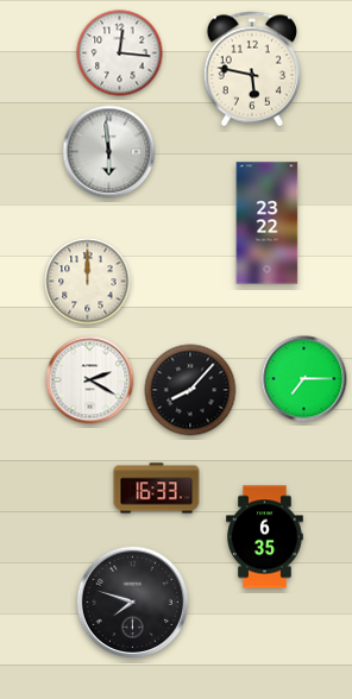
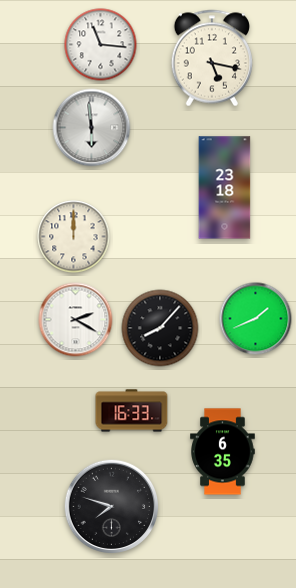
clock at (120, 53): 12:16 -> 11:16
clock at (251, 69): 5:47 -> 5:17
clock at (268, 223): 23:22 -> 23:18
clock at (304, 379): 7:15 -> 1:41
